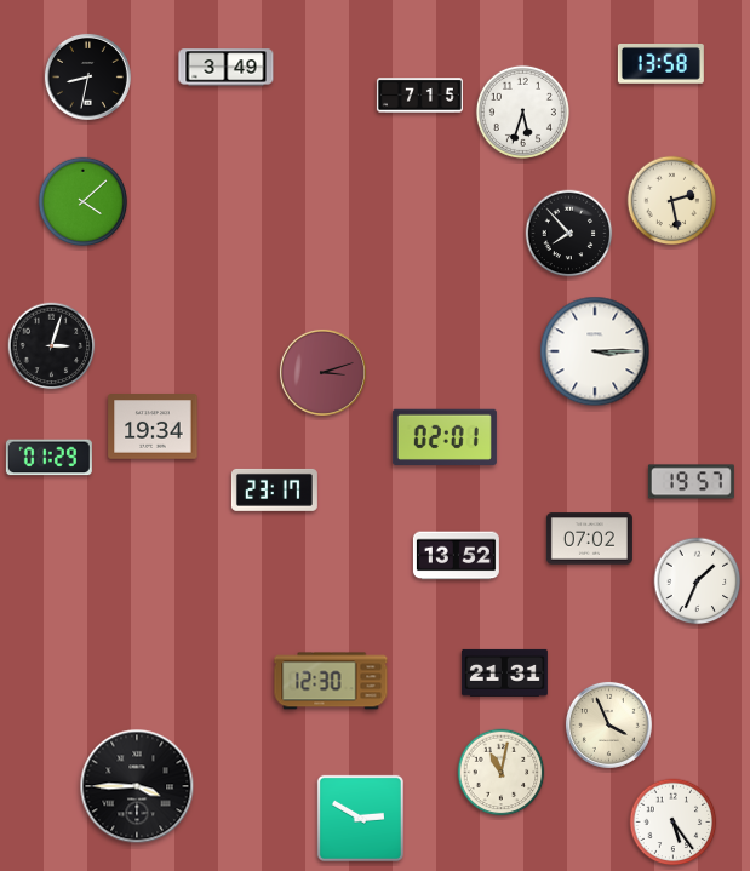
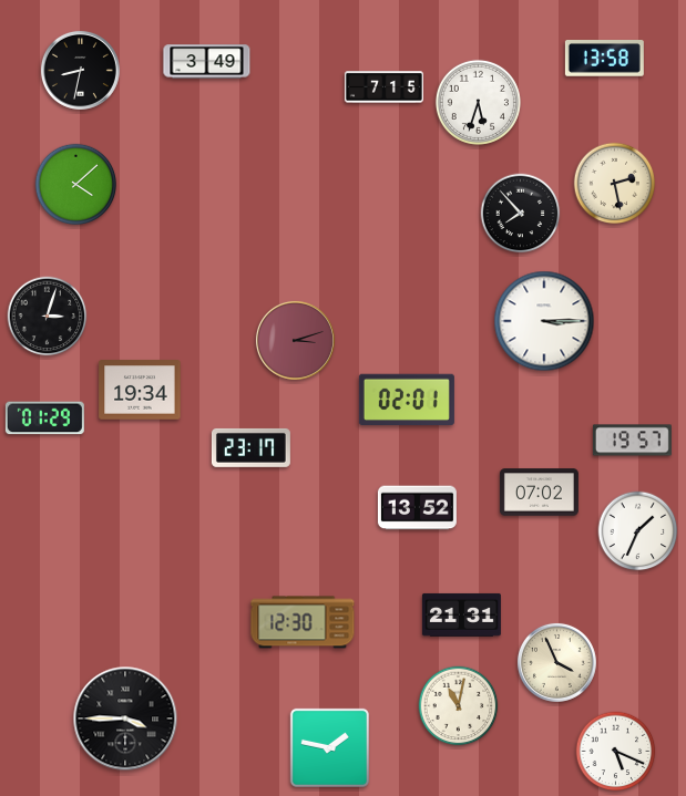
clock at (360, 818): 2:50 -> 1:47
clock at (674, 823): 5:24 -> 5:19
